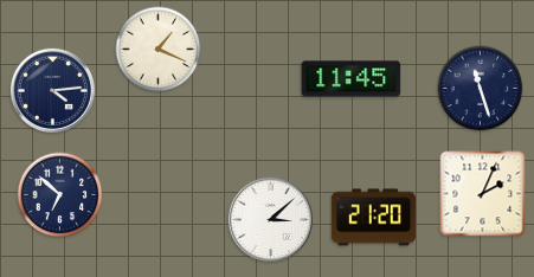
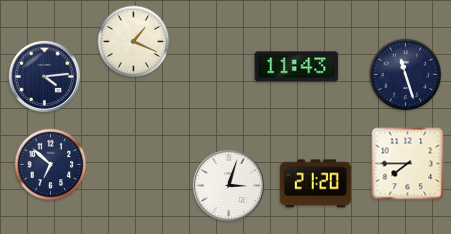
clock at (352, 79): 11:45 -> 11:43
clock at (483, 194): 2:04 -> 7:45
clock at (270, 219): 3:08 -> 3:03
